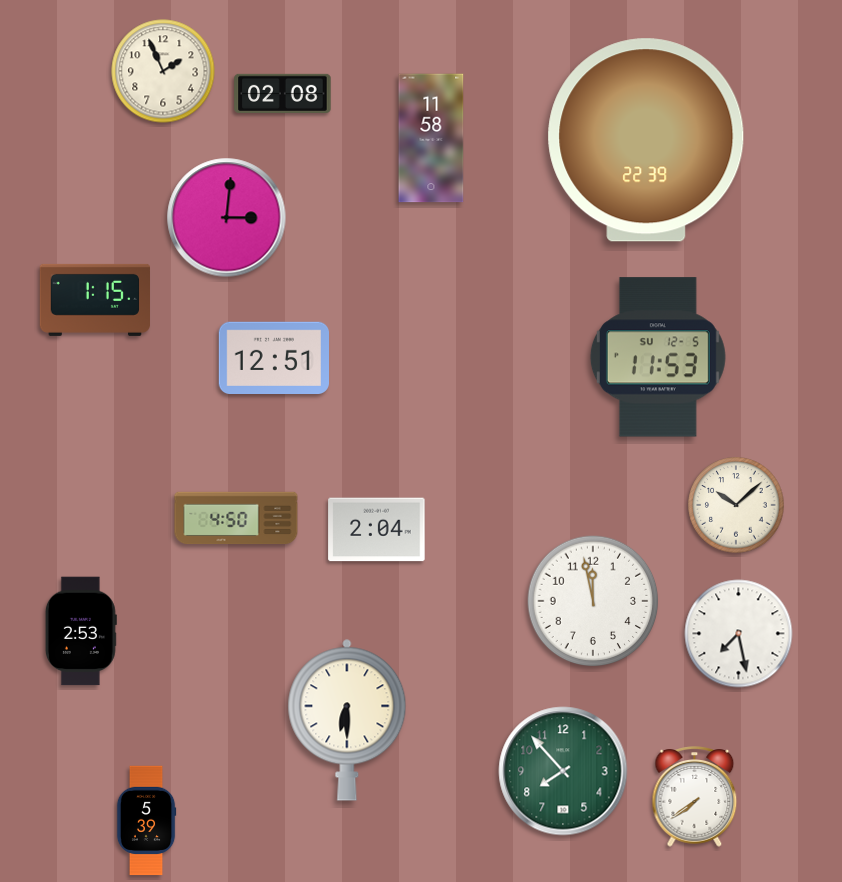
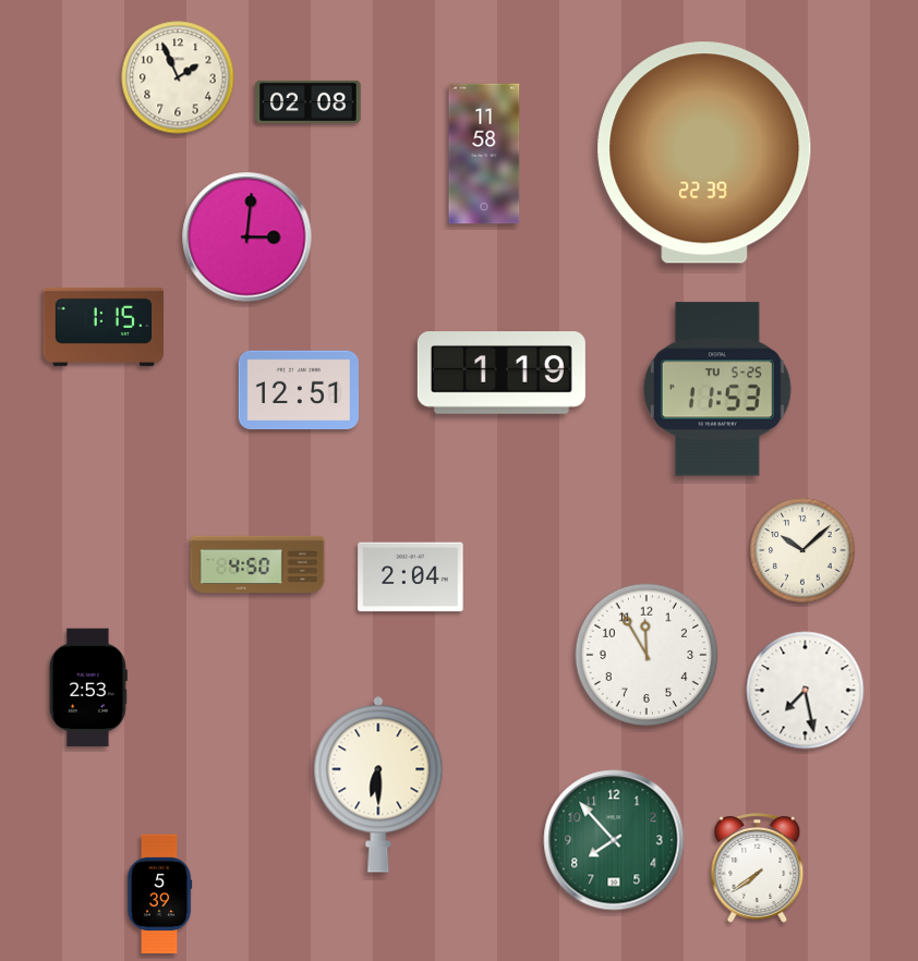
clock at (431, 138) position: (431, 138) -> (484, 154)
clock at (502, 374): none -> 1:19
clock at (658, 357) date: SU 12-5 -> TU 5-25
clock at (593, 601): 11:58 -> 11:55
